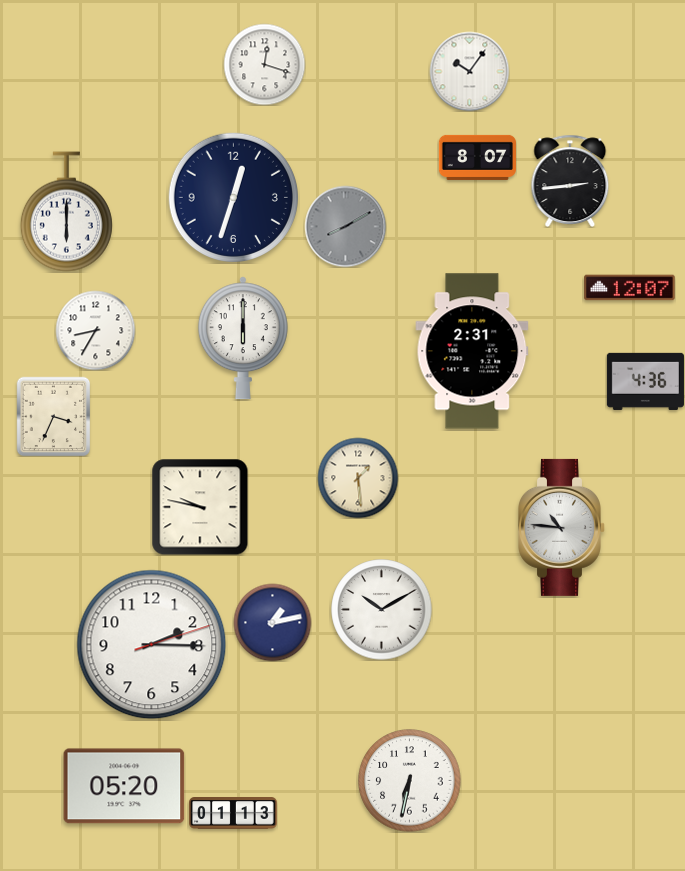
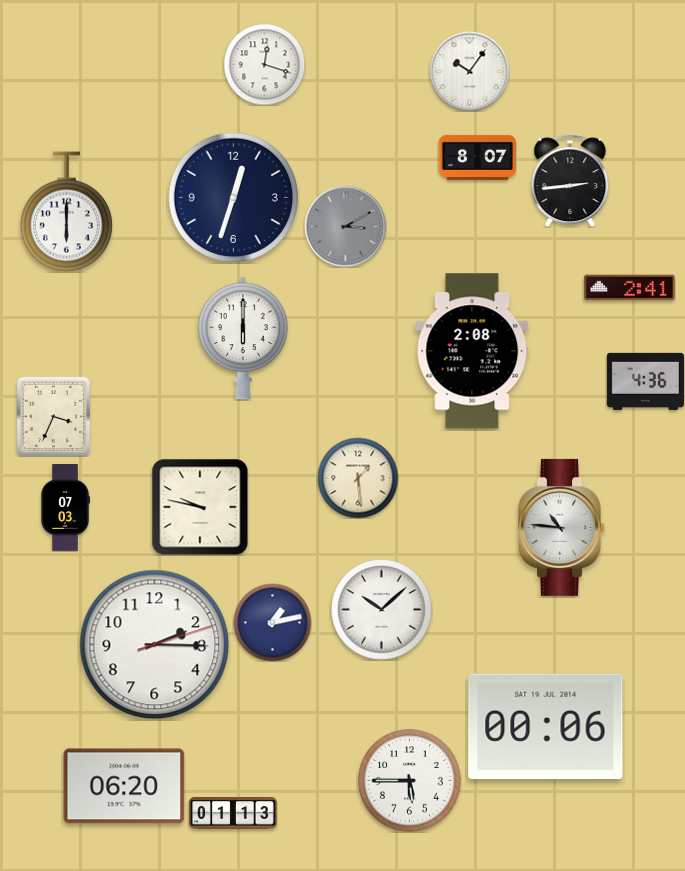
clock at (345, 226): 8:10 -> 3:10
clock at (630, 288): 12:07 -> 2:41
clock at (95, 330): 8:35 -> none
clock at (472, 351): 2:31 -> 2:08
clock at (65, 508): none -> 07:03
clock at (382, 610): 10:10 -> 10:08
clock at (152, 645) position: (152, 645) -> (155, 645)
clock at (546, 726): none -> 00:06
clock at (410, 781): 6:32 -> 5:45
clock at (124, 786): 05:20 -> 06:20
